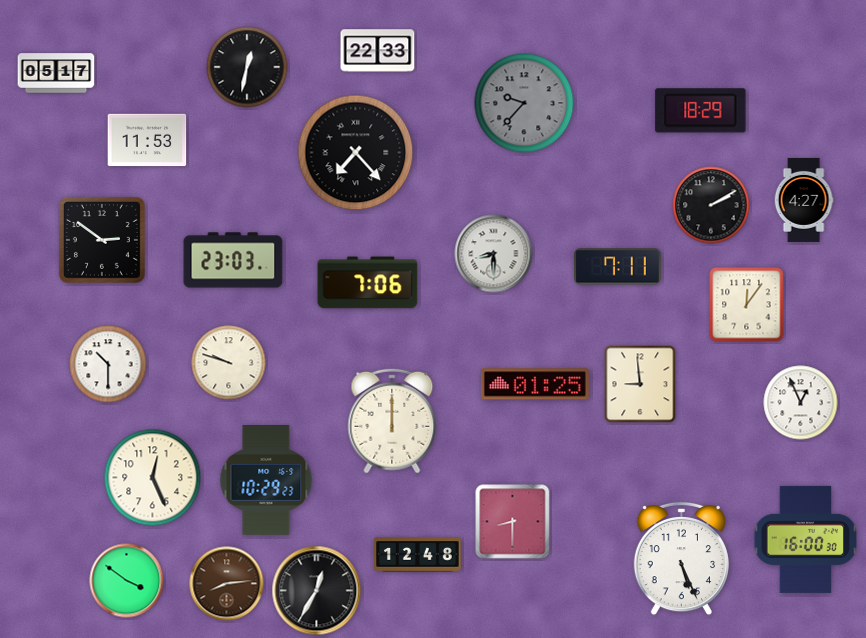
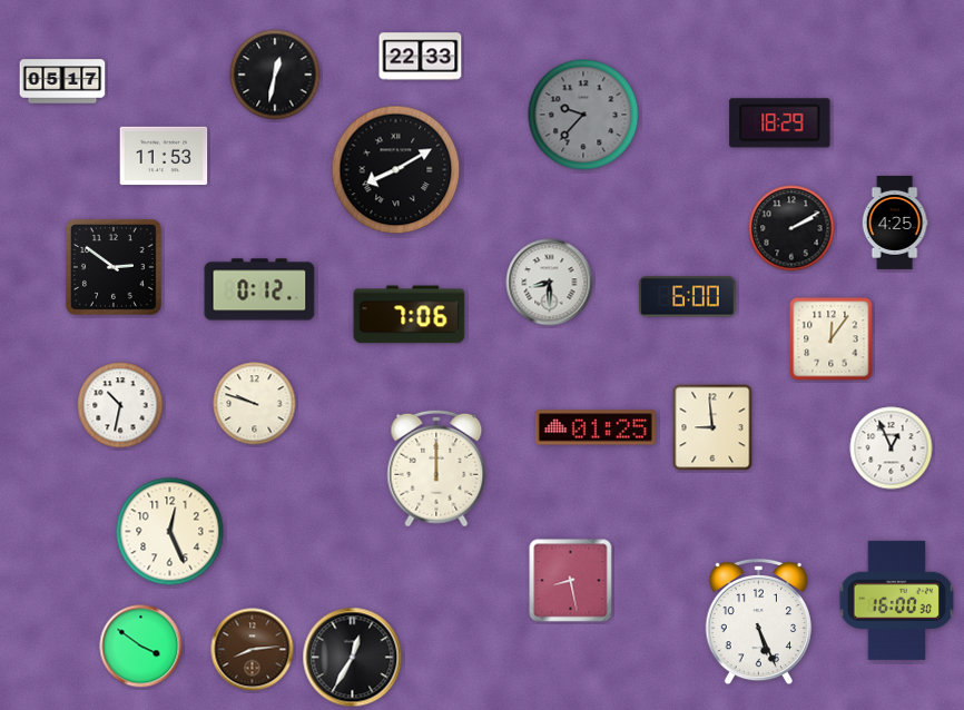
clock at (356, 153): 7:23 -> 8:10
clock at (804, 200): 4:27 -> 4:25
clock at (233, 260): 23:03 -> 0:12
clock at (618, 267): 7:11 -> 6:00
clock at (108, 364): 10:30 -> 10:32
clock at (266, 481): 10:29 -> none
clock at (513, 522): 8:30 -> 8:28
clock at (418, 555): 12:48 -> none
